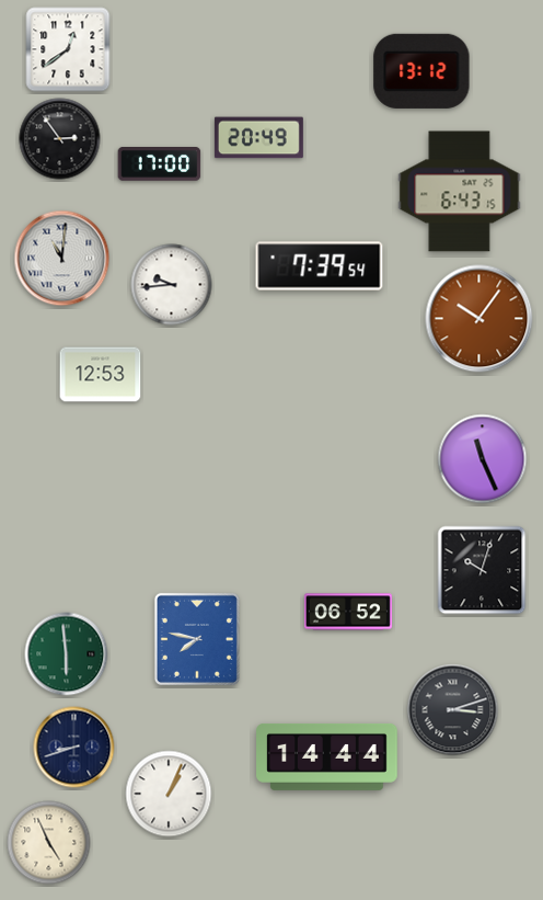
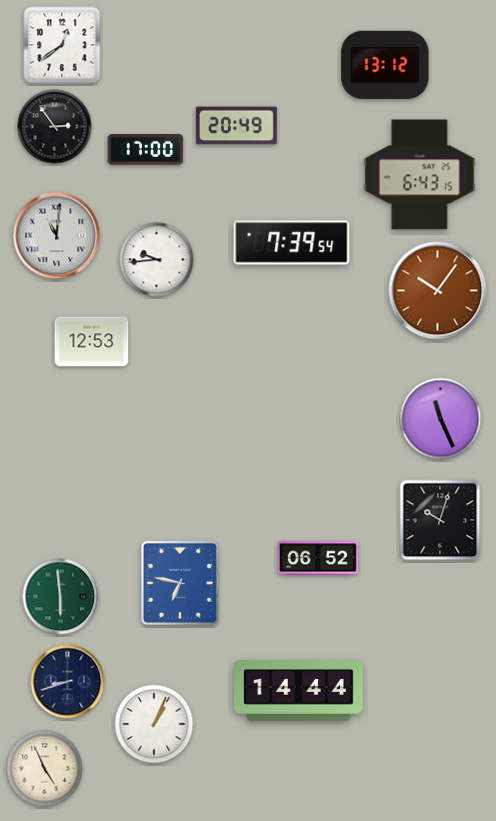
clock at (197, 639): 7:47 -> 6:47
clock at (453, 710): 3:12 -> none
